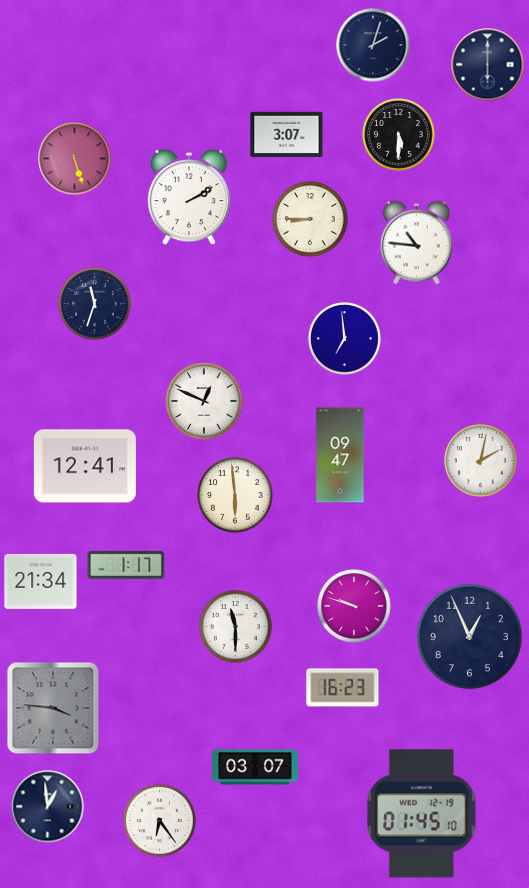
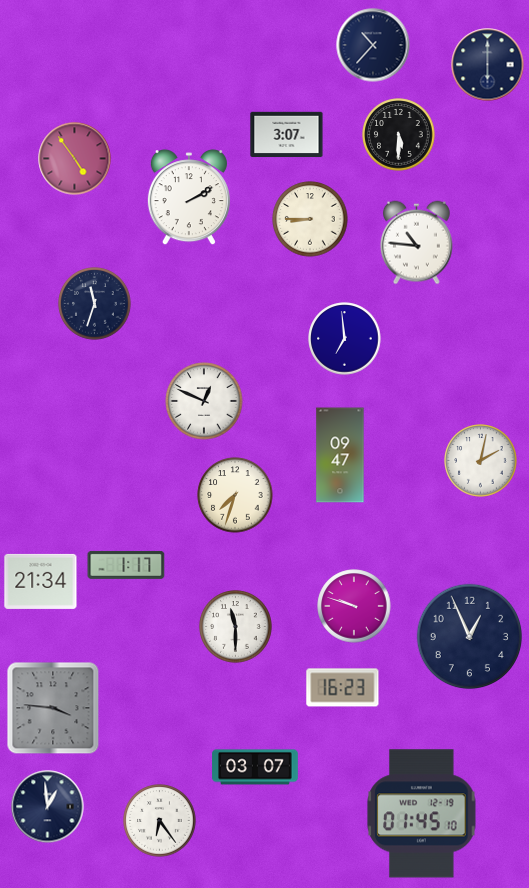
clock at (373, 45): 2:03 -> 10:37
clock at (75, 159): 5:27 -> 4:54
clock at (85, 466): 12:41 -> none
clock at (235, 495): 5:59 -> 7:33
